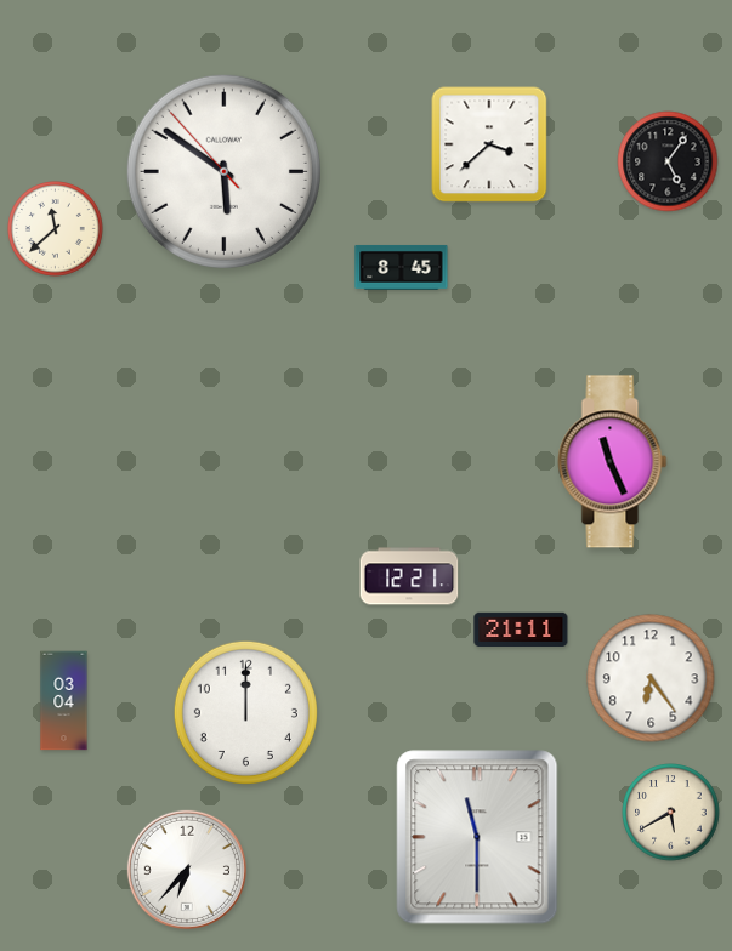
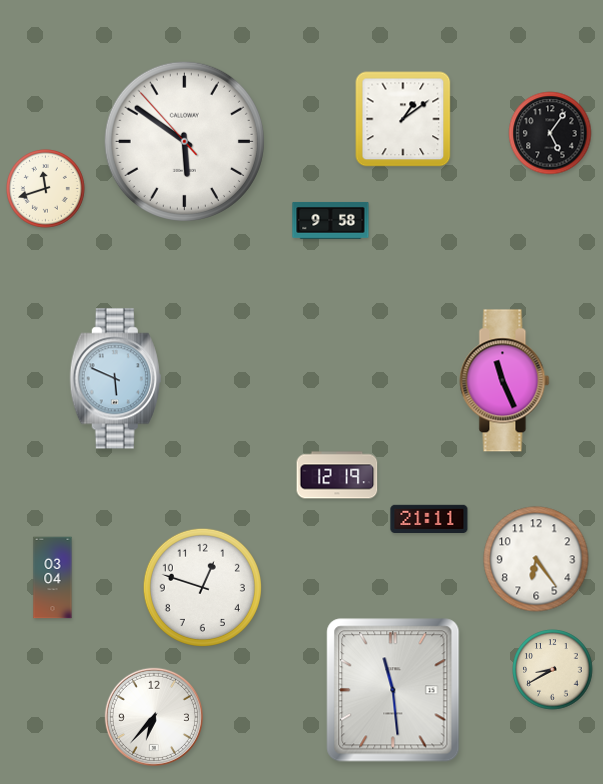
clock at (489, 144): 3:38 -> 1:09
clock at (56, 229): 11:38 -> 11:42
clock at (402, 267): 8:45 -> 9:58
clock at (115, 379): none -> 5:49
clock at (409, 576): 12:21 -> 12:19
clock at (245, 712): 12:00 -> 12:48
clock at (671, 813): 5:40 -> 8:40
clock at (477, 837): 11:30 -> 11:29
